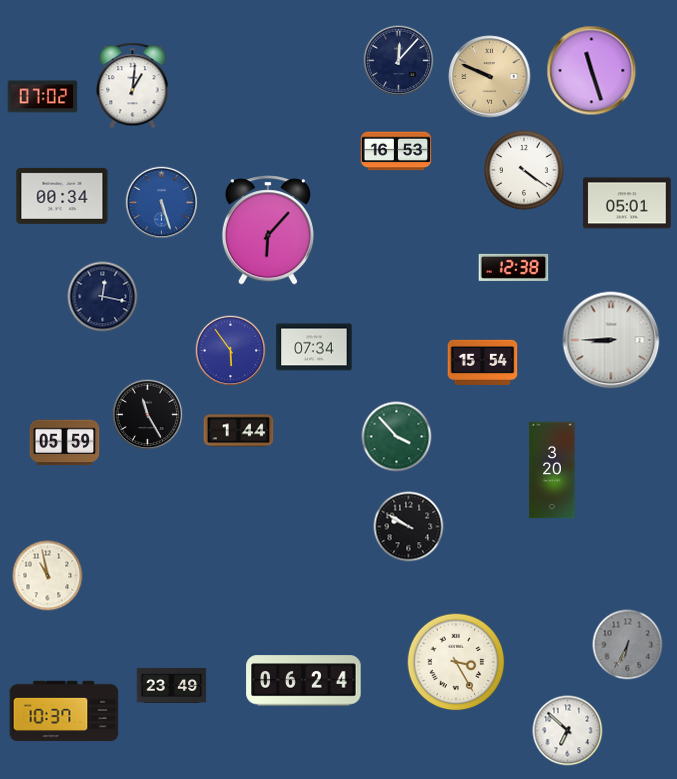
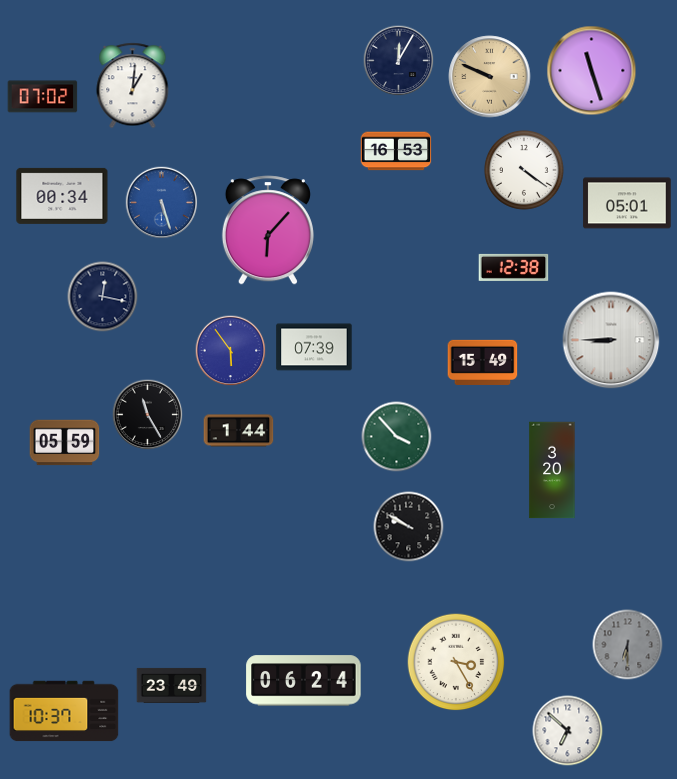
clock at (399, 61): 12:07 -> 12:05
clock at (314, 347): 07:34 -> 07:39
clock at (483, 362): 15:54 -> 15:49
clock at (48, 576): 10:58 -> none
clock at (628, 645): 6:34 -> 6:30
